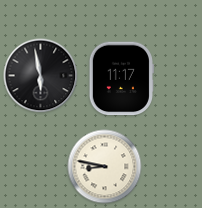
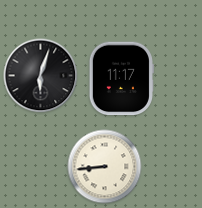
clock at (41, 76): 5:58 -> 6:03
clock at (105, 167): 8:47 -> 8:44
